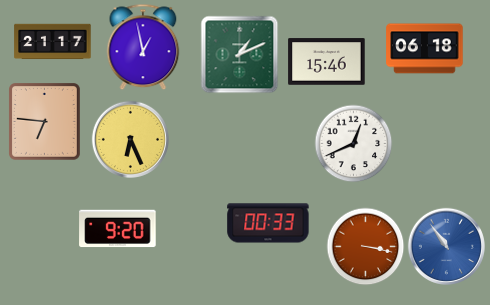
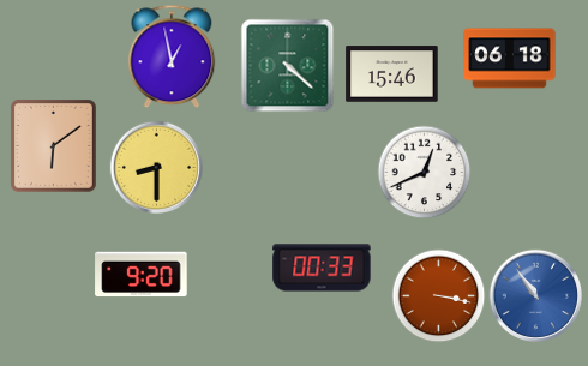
clock at (53, 42): 21:17 -> none
clock at (239, 54): 1:11 -> 4:22
clock at (45, 122): 6:46 -> 6:09
clock at (130, 139): 6:26 -> 8:30
